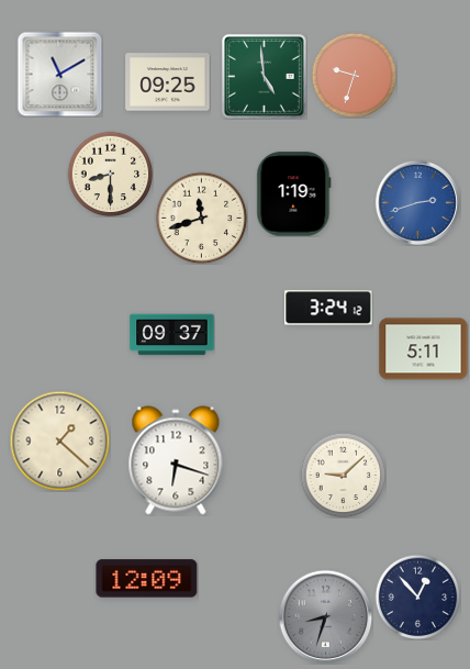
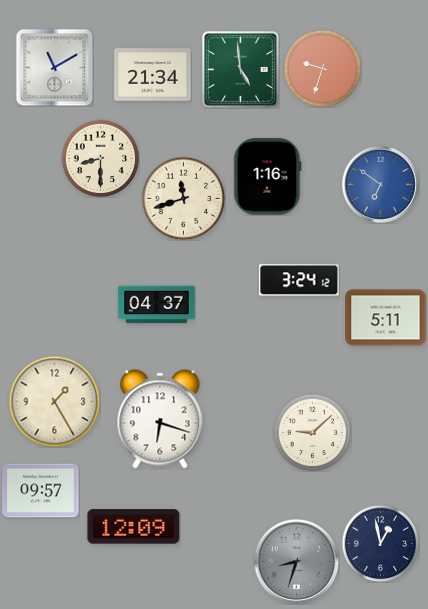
clock at (168, 82): 09:25 -> 21:34
clock at (294, 194): 1:19 -> 1:16
clock at (417, 202): 2:42 -> 6:51
clock at (172, 335): 09:37 -> 04:37
clock at (59, 441): 1:22 -> 1:25
clock at (41, 491): none -> 09:57
clock at (417, 596): 12:53 -> 12:58
